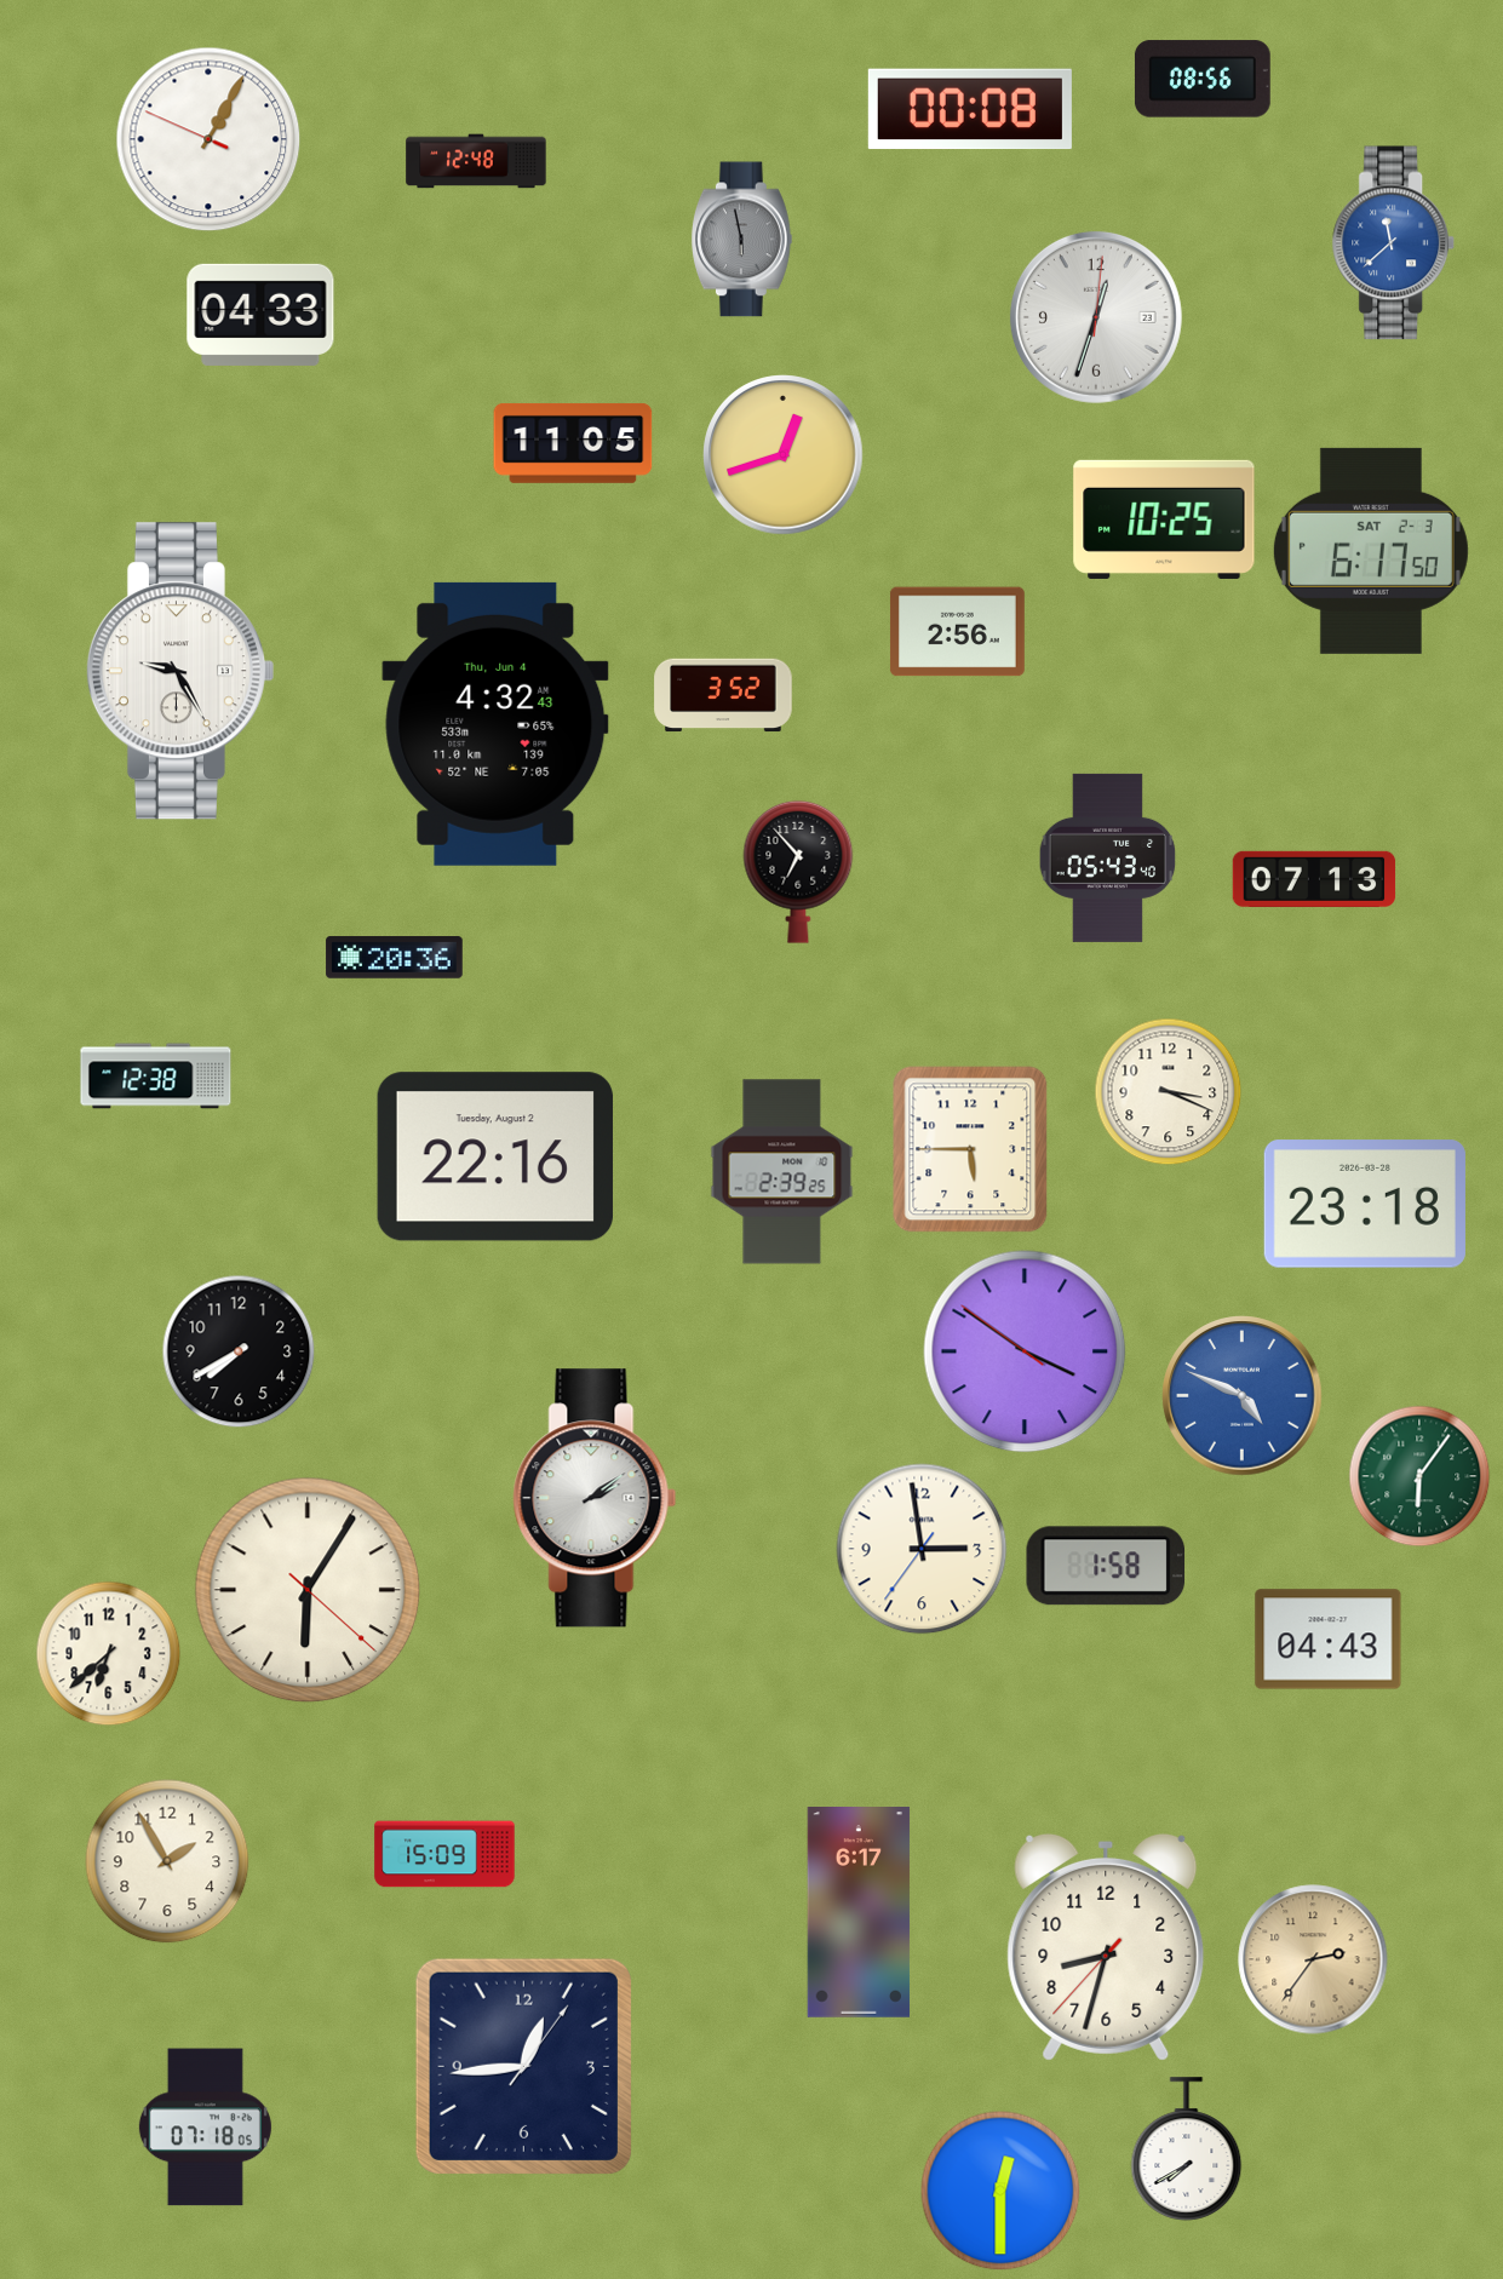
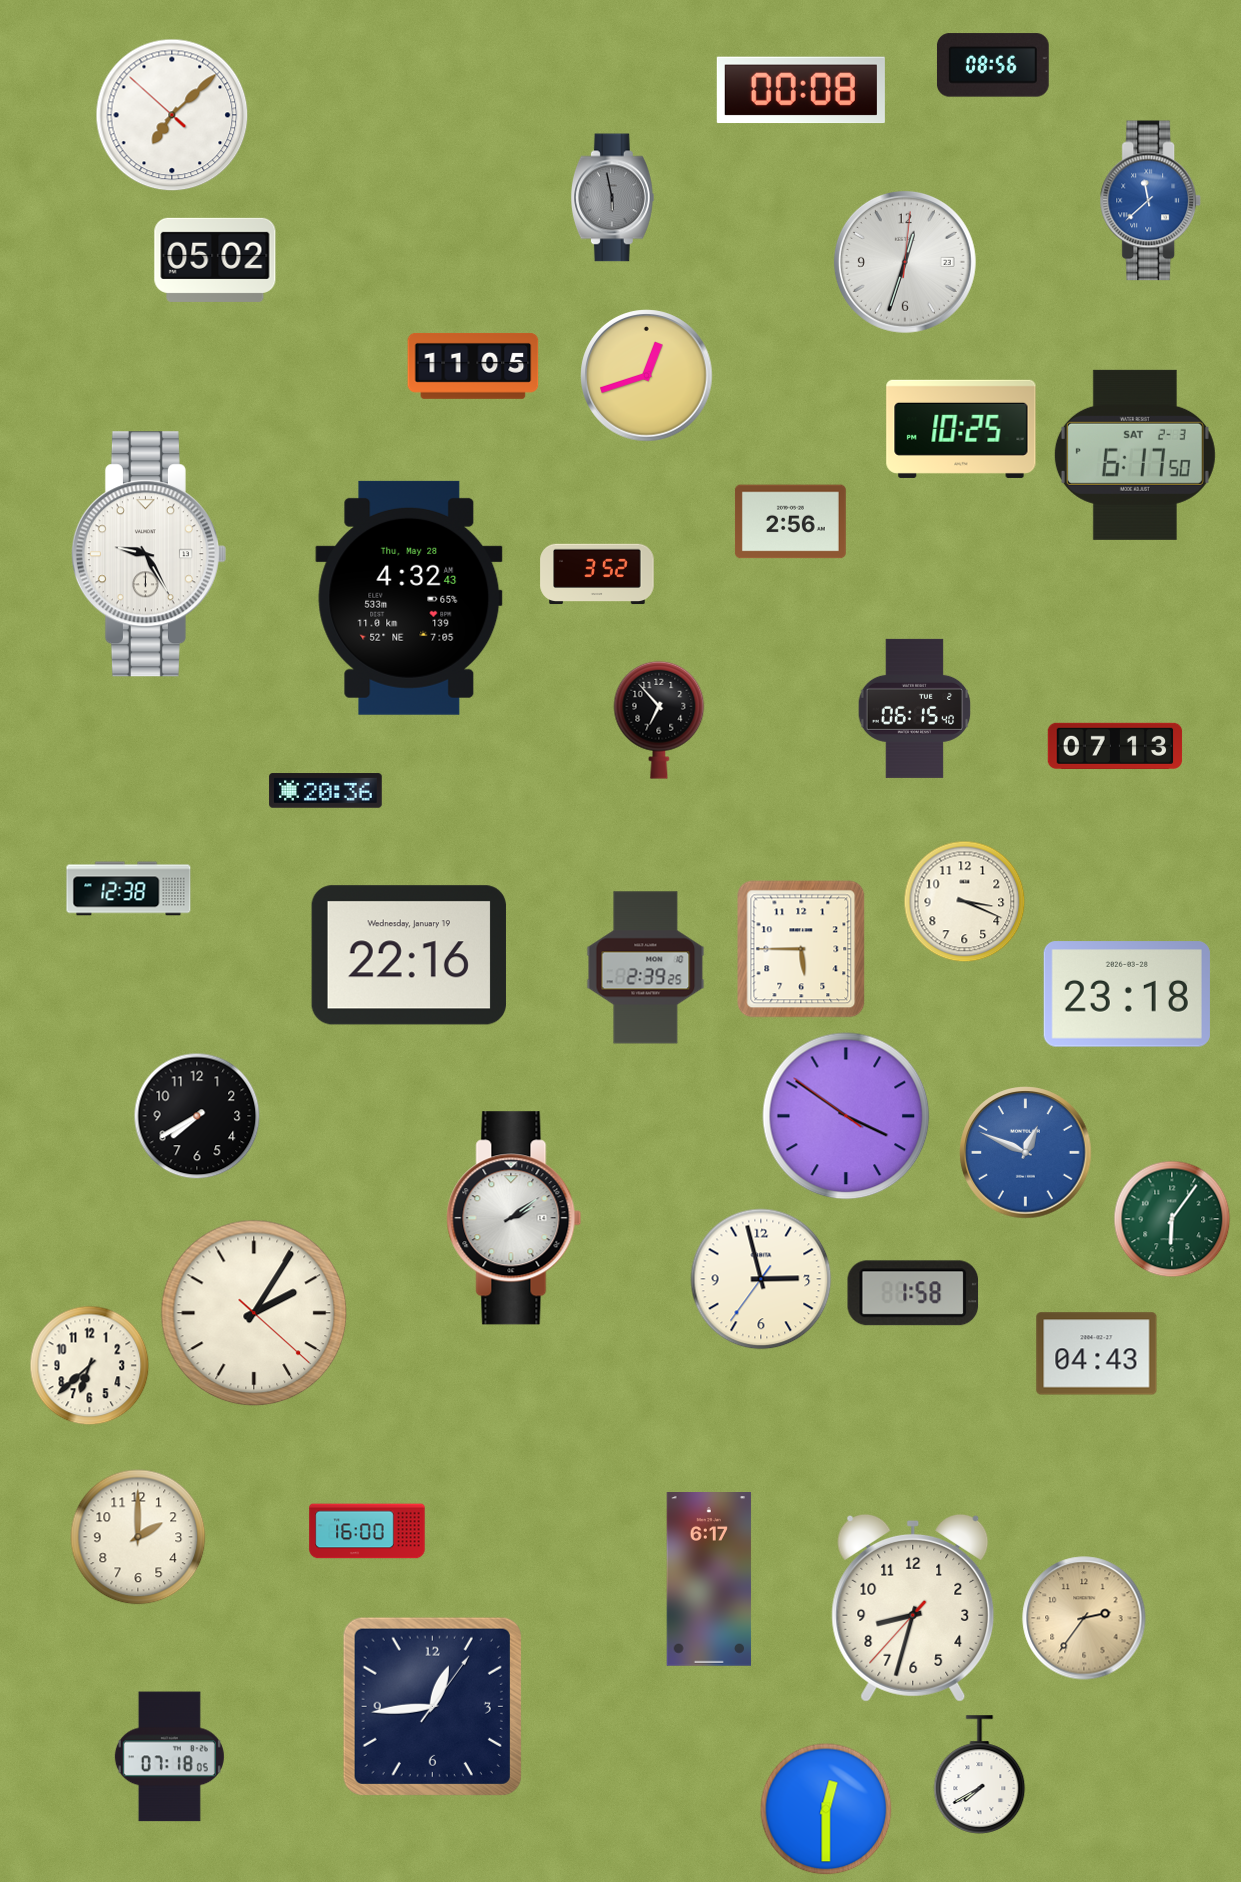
clock at (208, 139): 1:04 -> 7:07
clock at (476, 161): 12:48 -> none
clock at (260, 315): 04:33 -> 05:02
clock at (1371, 551) position: (1371, 551) -> (1135, 455)
clock at (495, 724) date: Thu, Jun 4 -> Thu, May 28
clock at (1108, 857): 05:43 -> 06:15
clock at (1314, 879) position: (1314, 879) -> (1115, 746)
clock at (495, 1156) date: Tuesday, August 2 -> Wednesday, January 19
clock at (1243, 1396): 4:49 -> 12:49
clock at (595, 1498) position: (595, 1498) -> (514, 1218)
clock at (922, 1549): 2:58 -> 2:57
clock at (308, 1590): 6:05 -> 2:05
clock at (444, 1854): 15:09 -> 16:00
clock at (167, 1861): 1:55 -> 2:00
